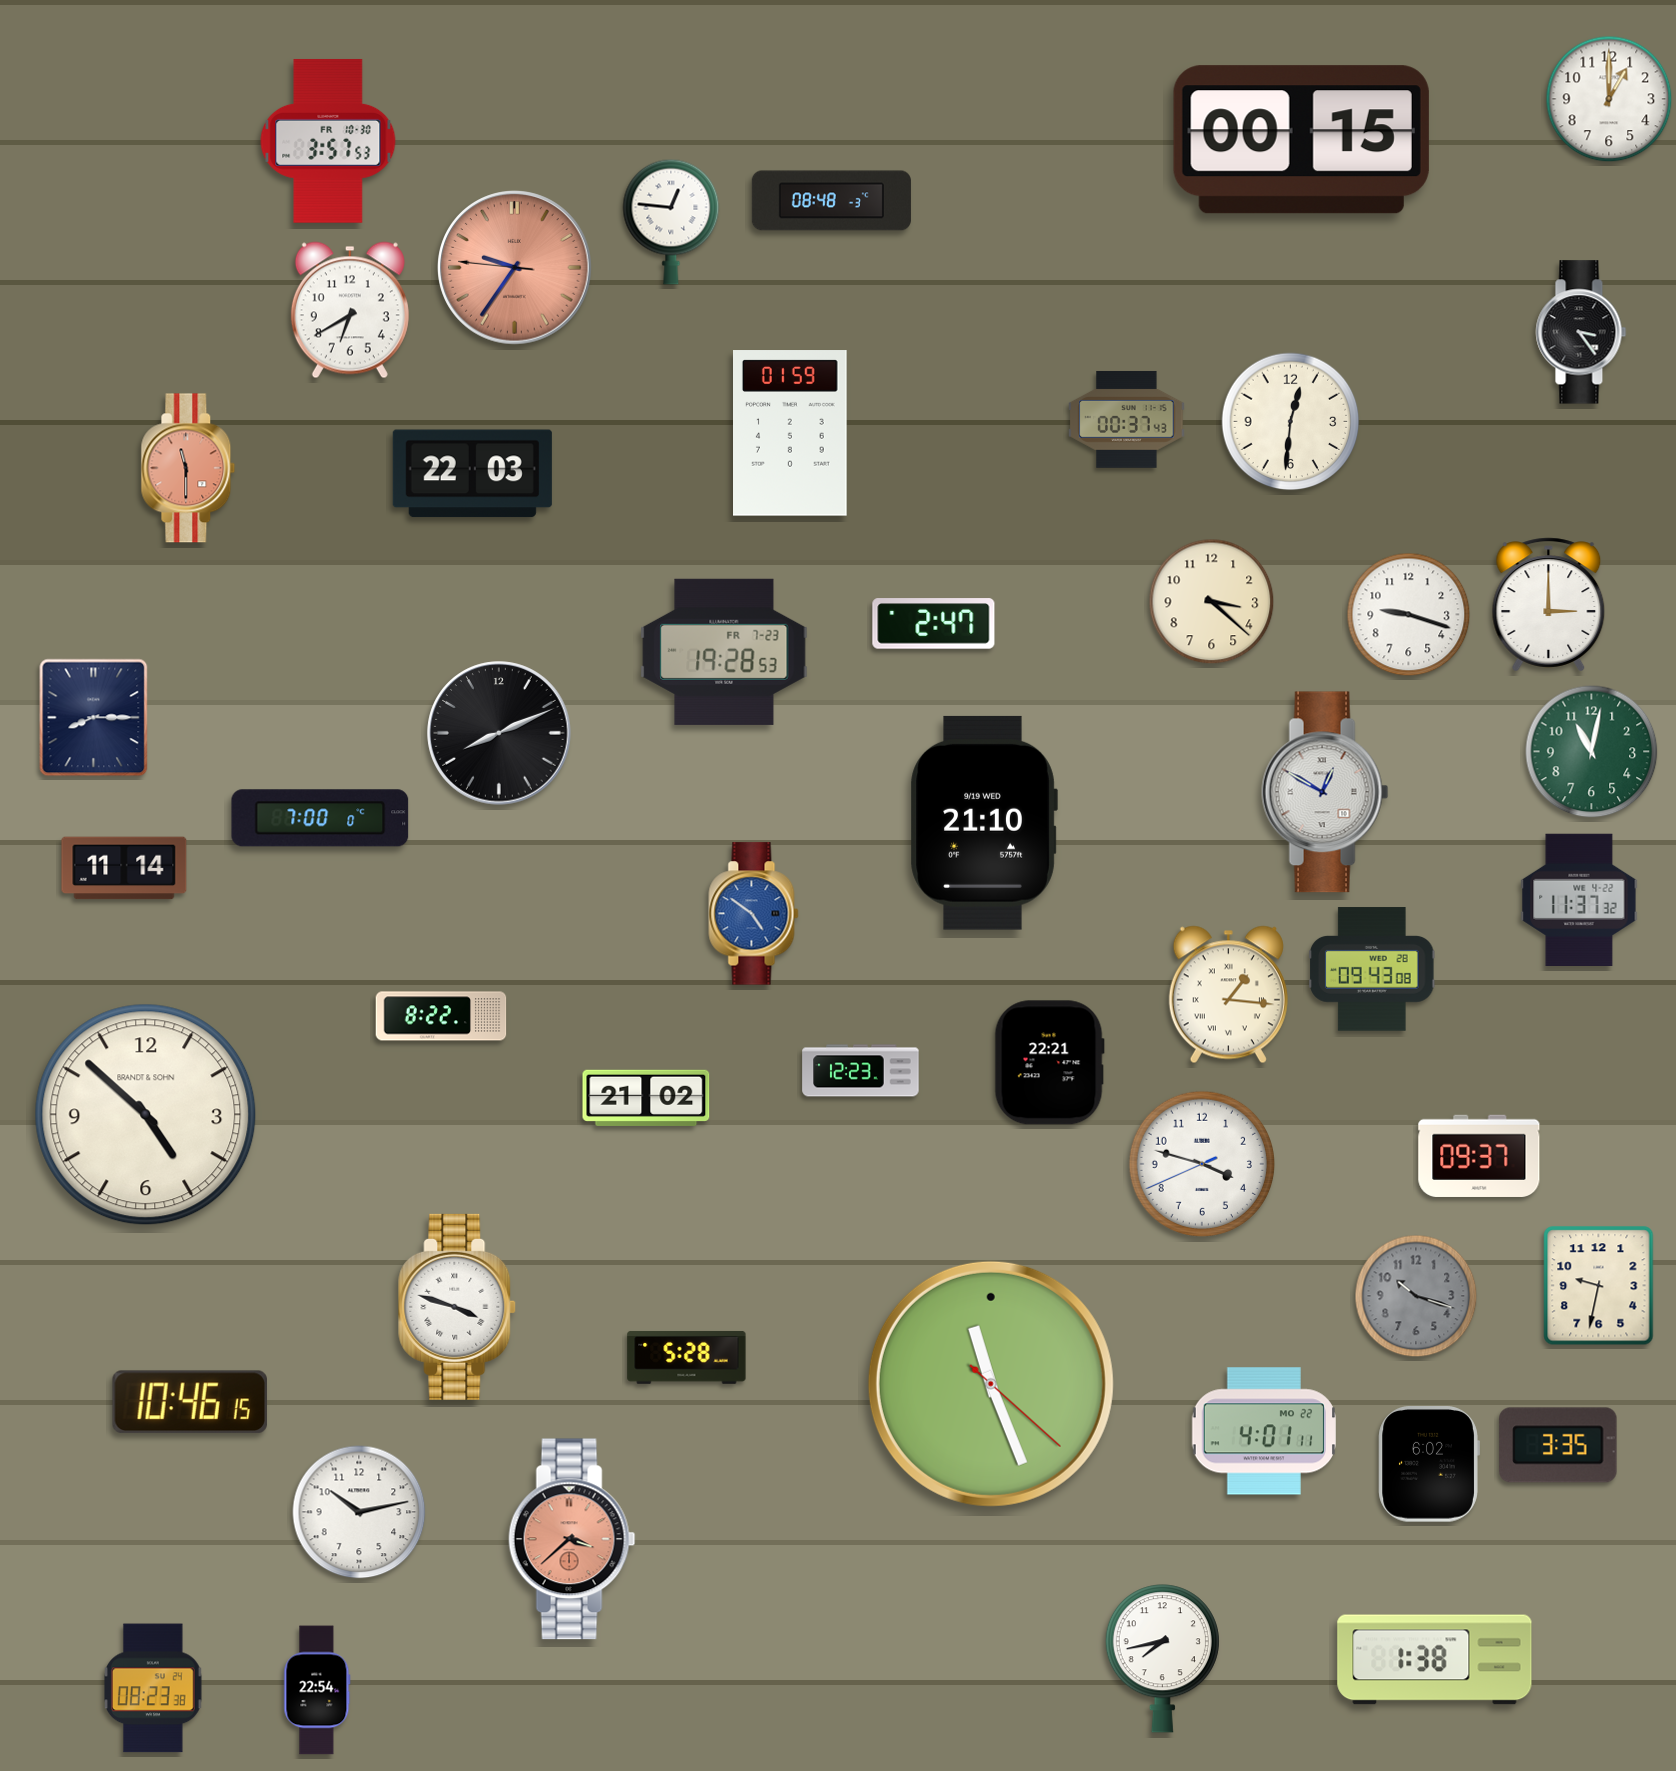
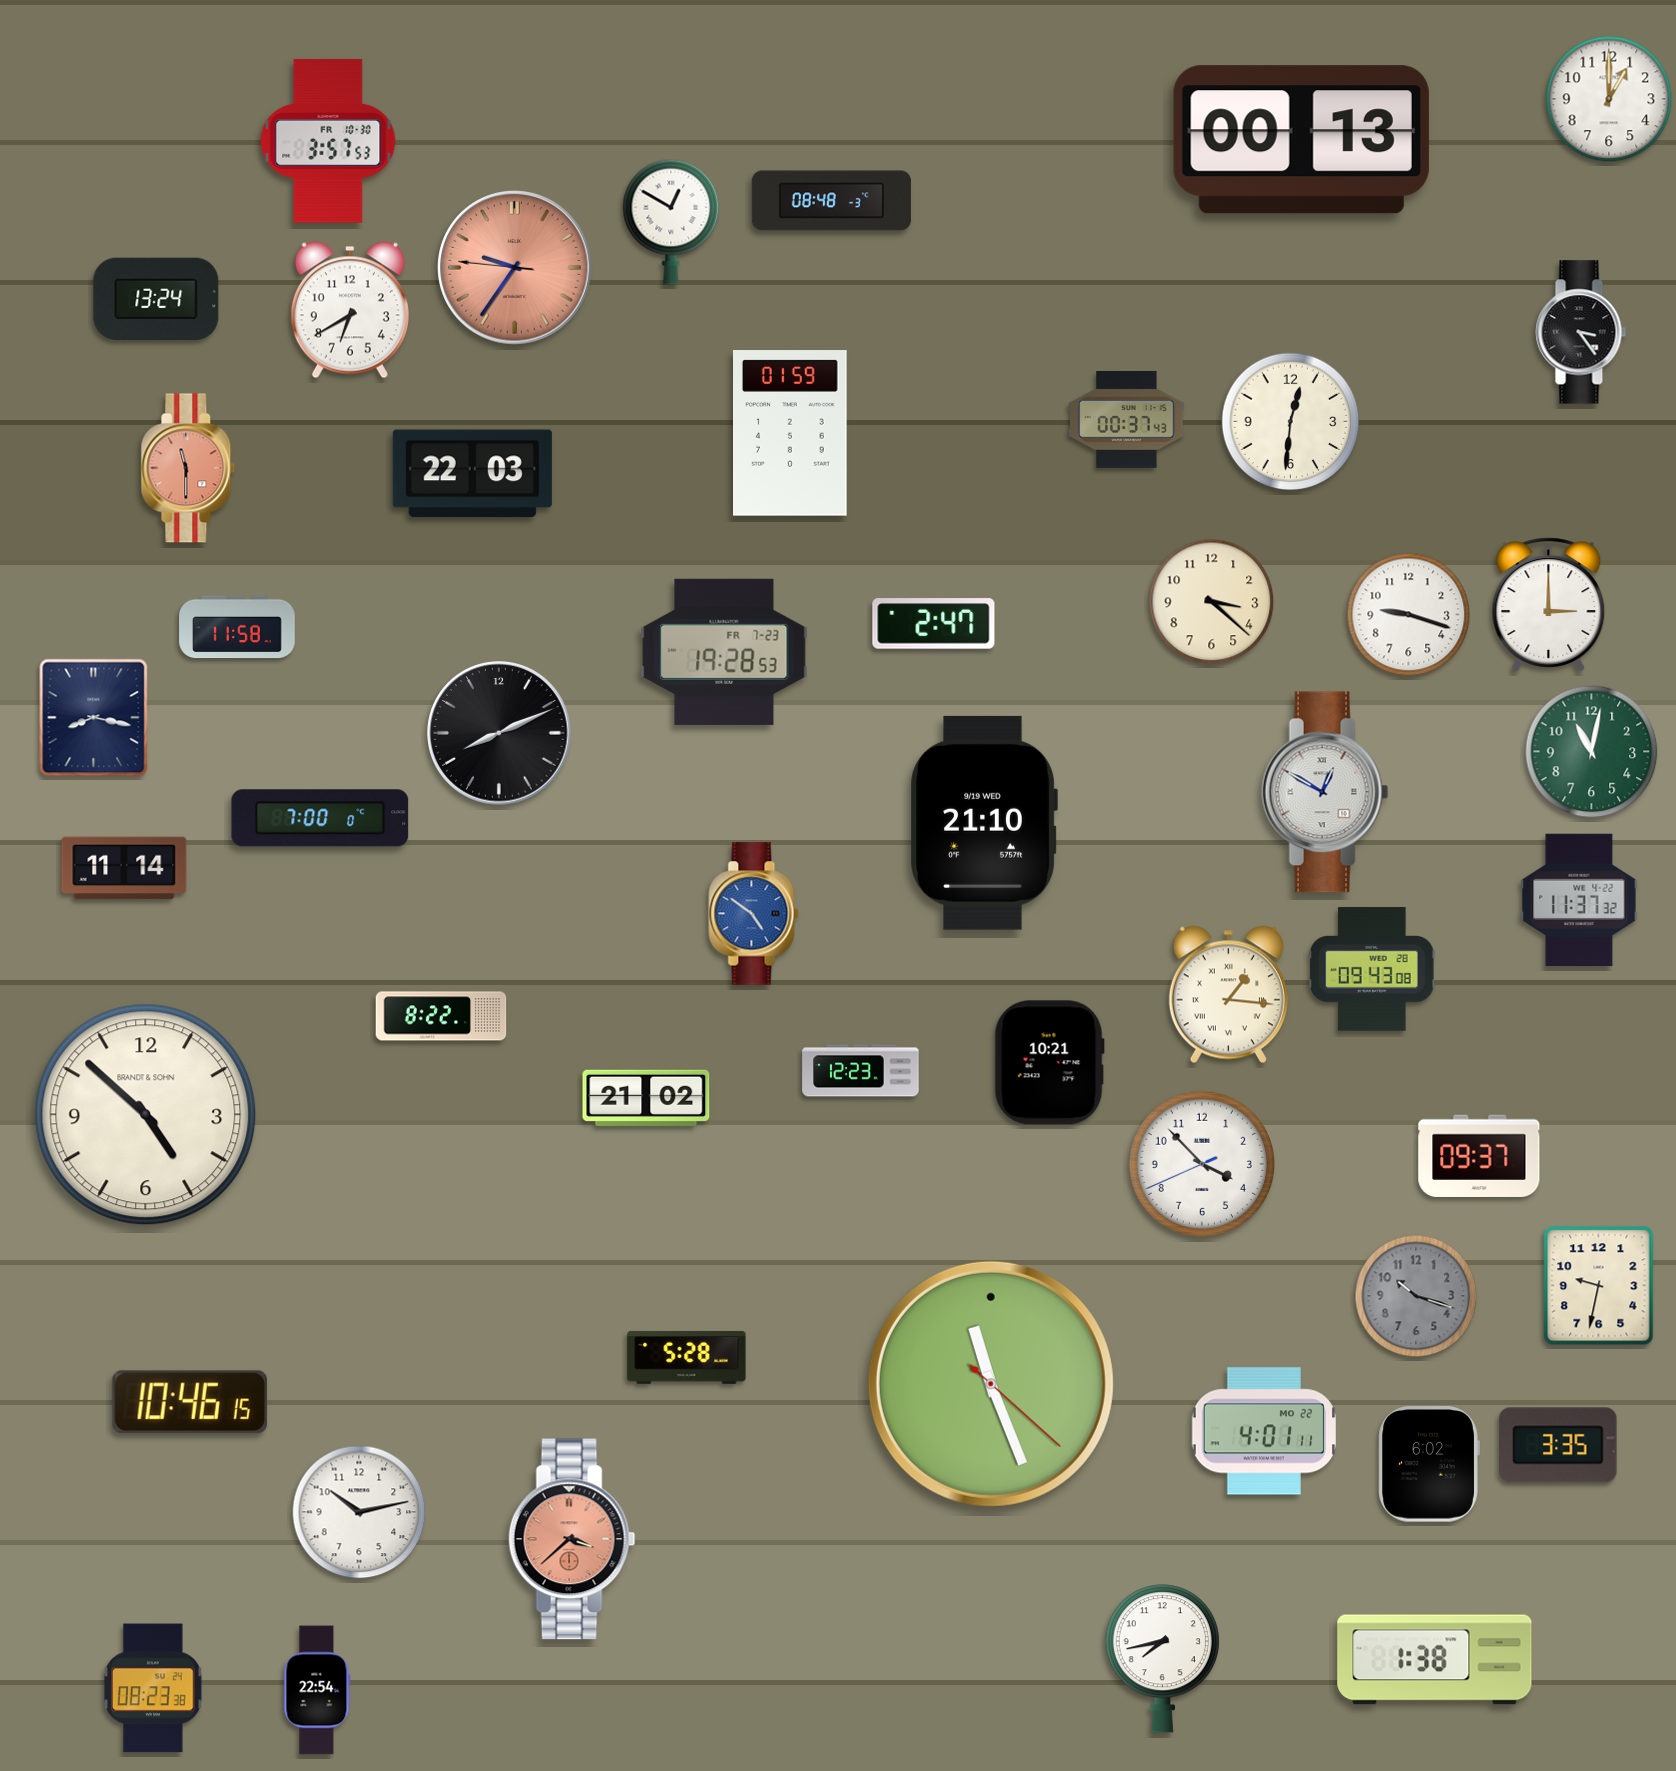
clock at (1301, 140): 00:15 -> 00:13
clock at (671, 222): 12:46 -> 12:50
clock at (156, 299): none -> 13:24
clock at (237, 627): none -> 11:58
clock at (94, 718): 8:15 -> 8:17
clock at (1049, 1063): 22:21 -> 10:21
clock at (1202, 1164): 3:47 -> 3:52
clock at (458, 1307): 3:48 -> none
